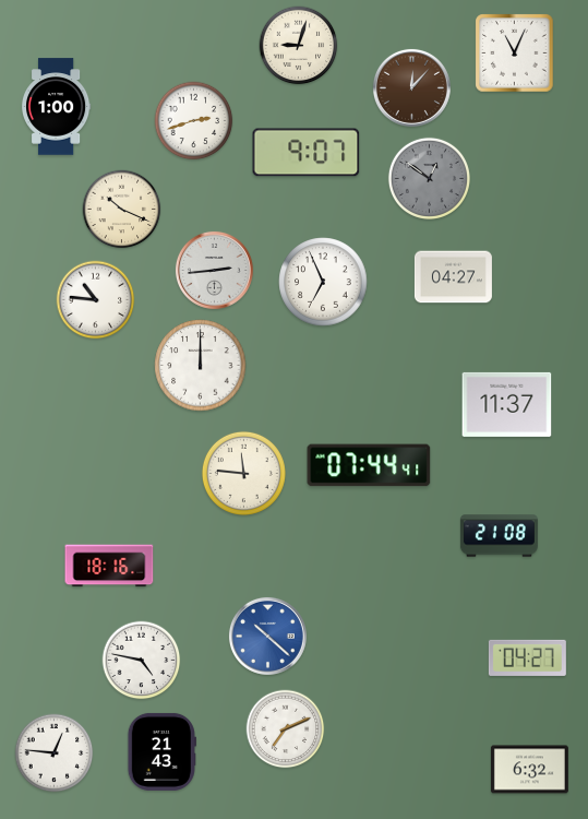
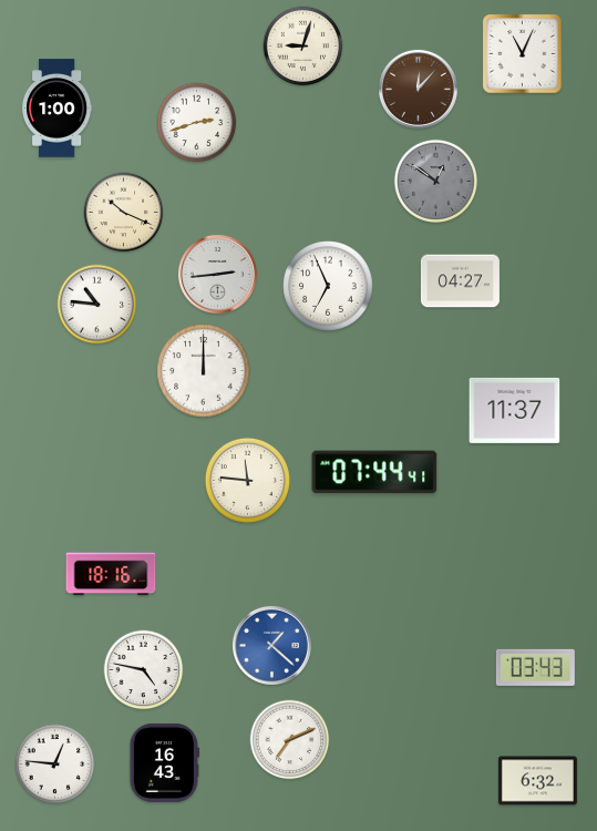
clock at (307, 153): 9:07 -> none
clock at (499, 536): 21:08 -> none
clock at (267, 636): 10:22 -> 1:22
clock at (527, 657): 04:27 -> 03:43
clock at (161, 751): 21:43 -> 16:43
